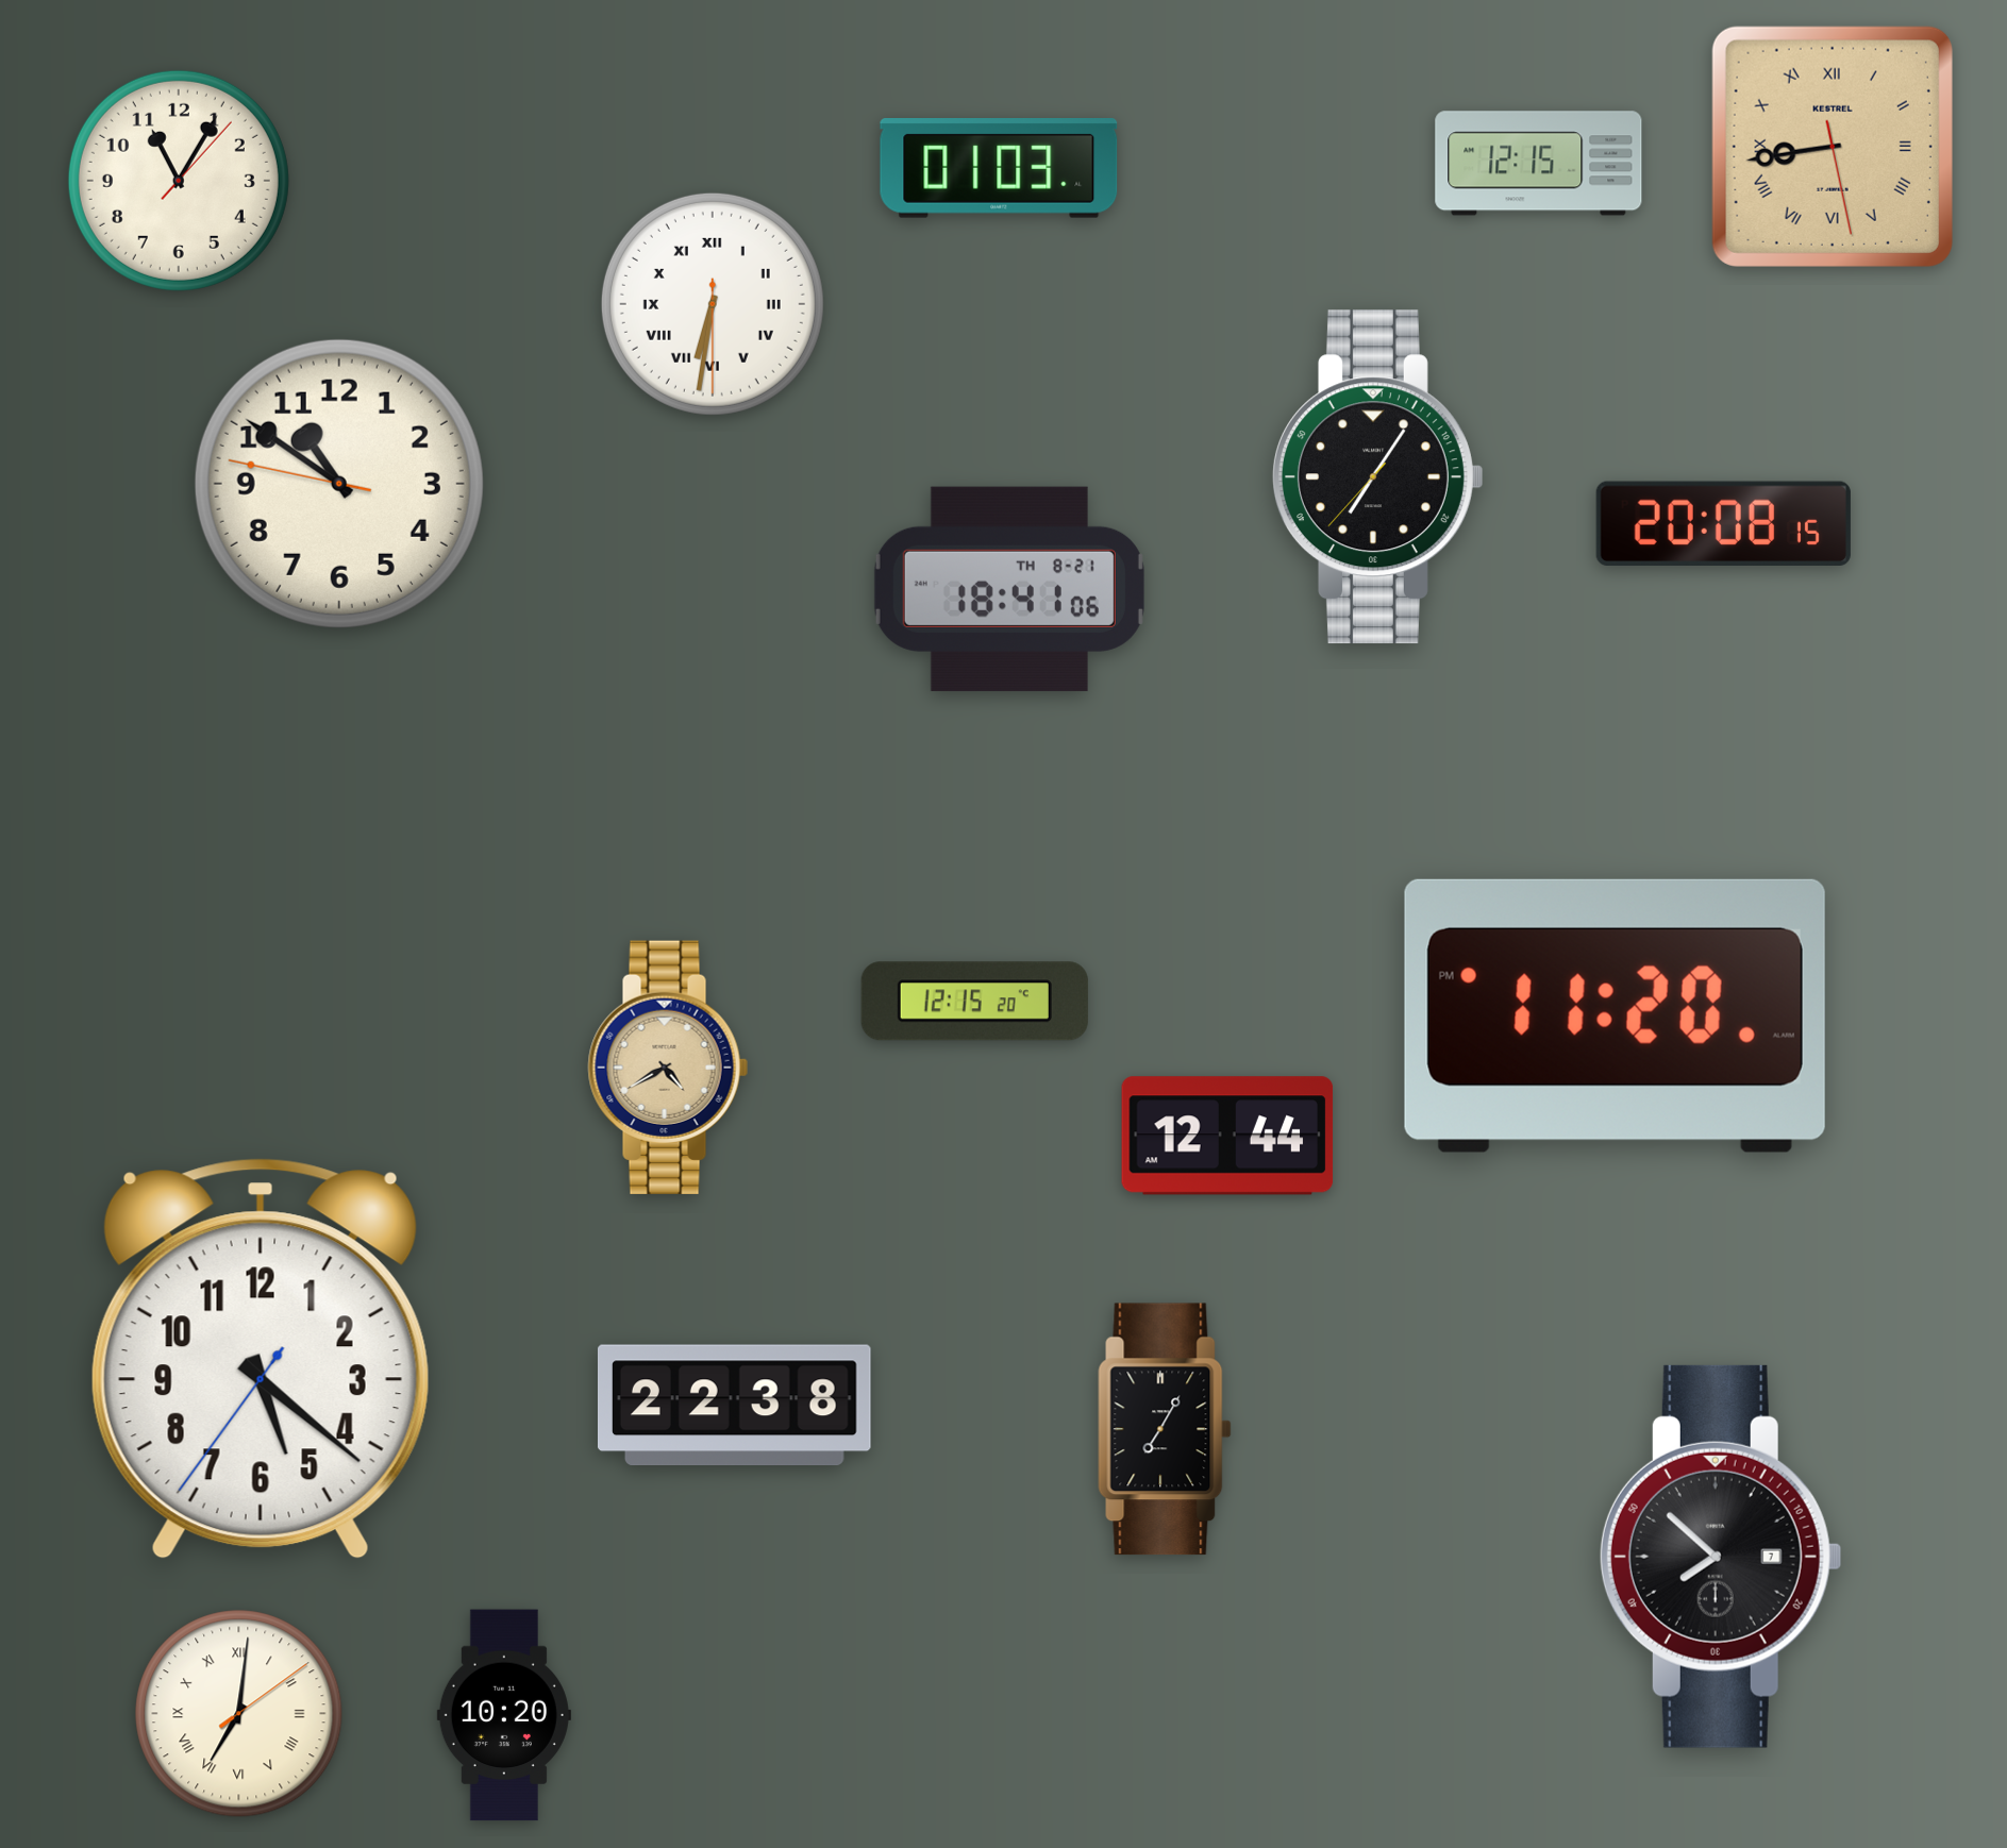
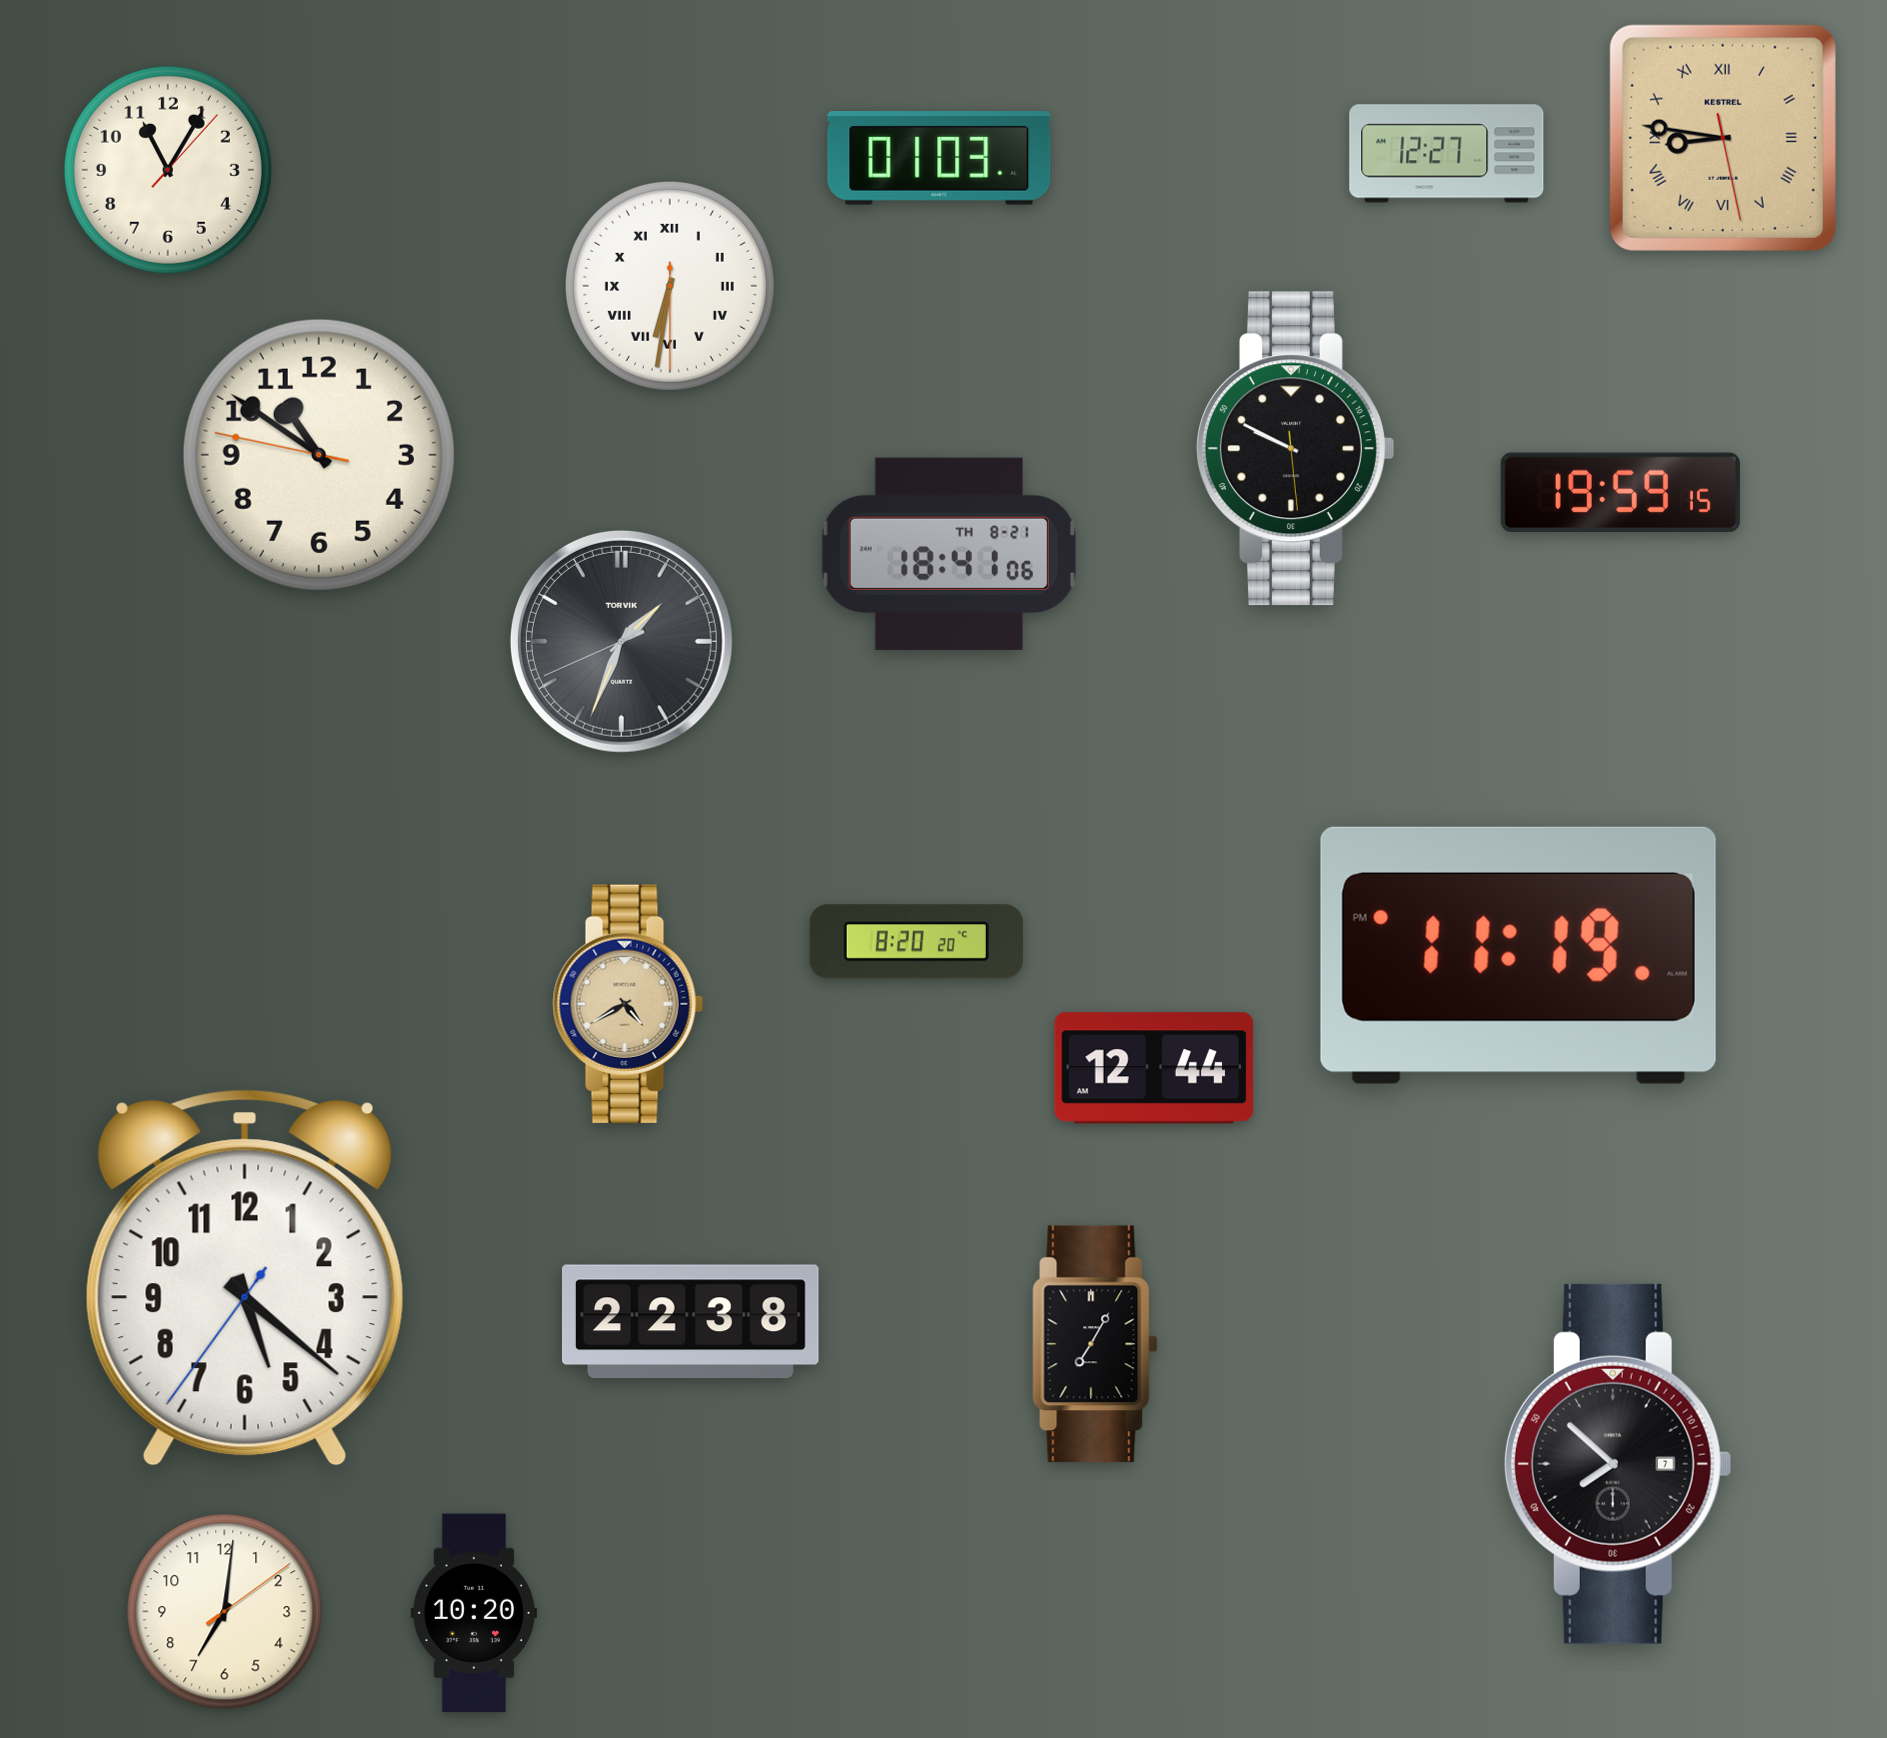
clock at (1833, 147): 8:43 -> 8:46
clock at (1539, 164): 12:15 -> 12:27
clock at (1377, 477): 7:05 -> 9:49
clock at (1723, 523): 20:08 -> 19:59
clock at (621, 641): none -> 1:33
clock at (974, 1002): 12:15 -> 8:20
clock at (1615, 1015): 11:20 -> 11:19
clock at (239, 1714) numerals: Roman -> Arabic
